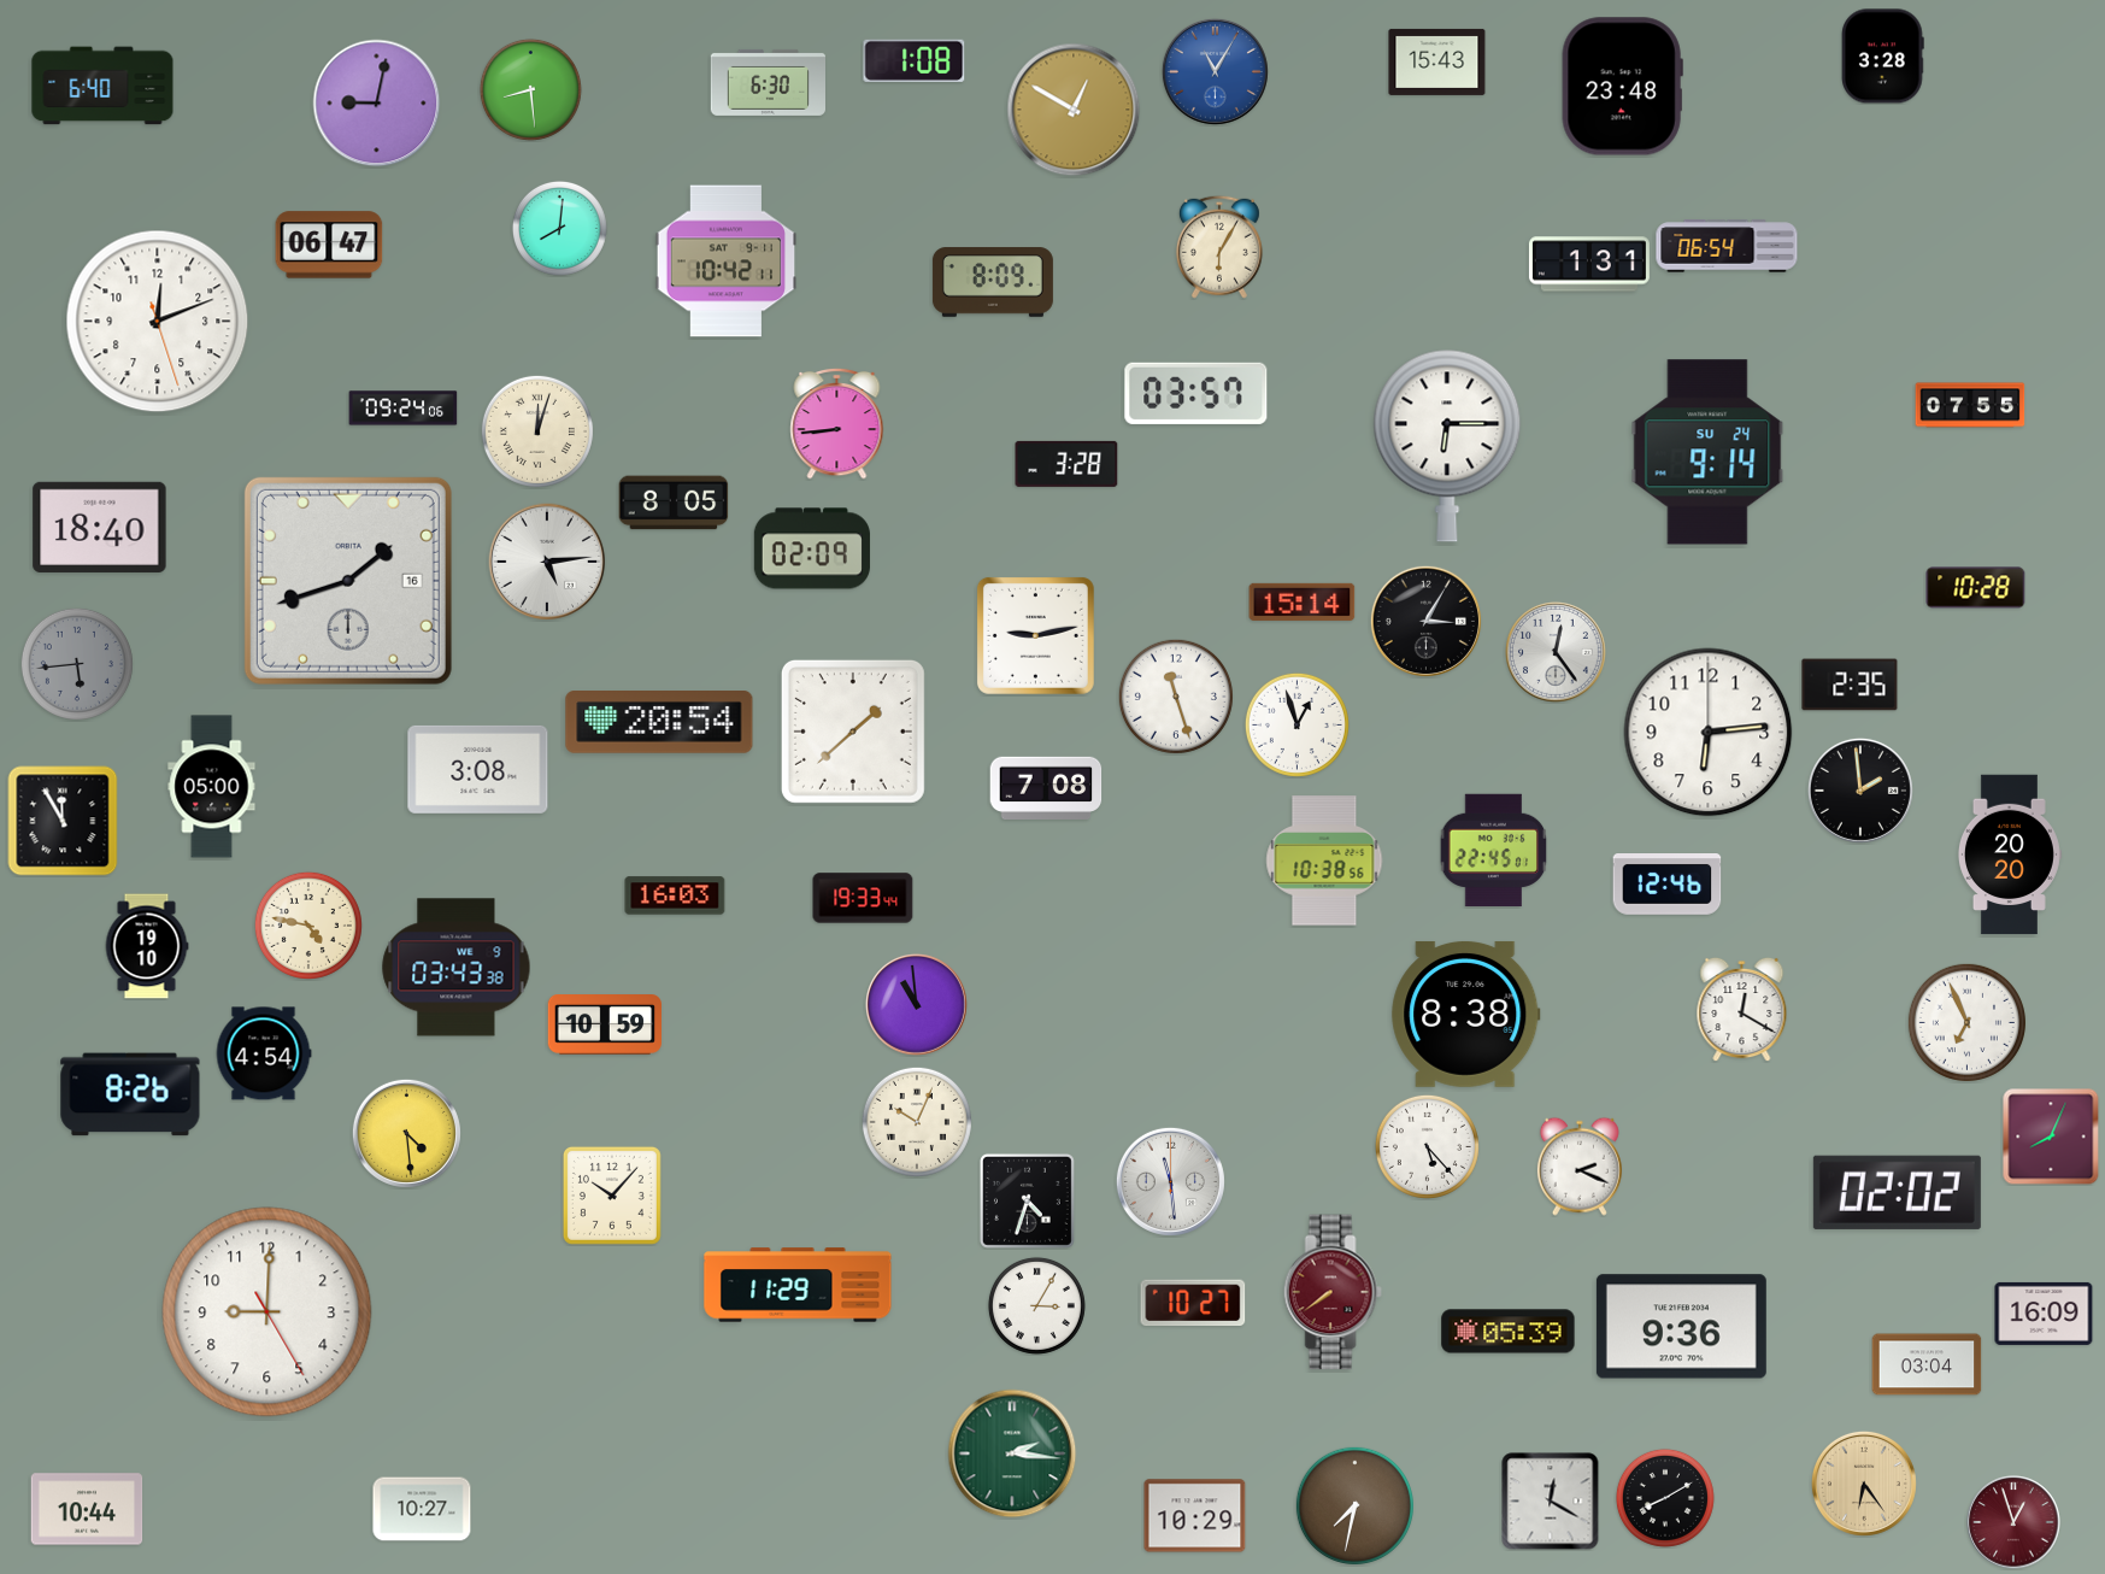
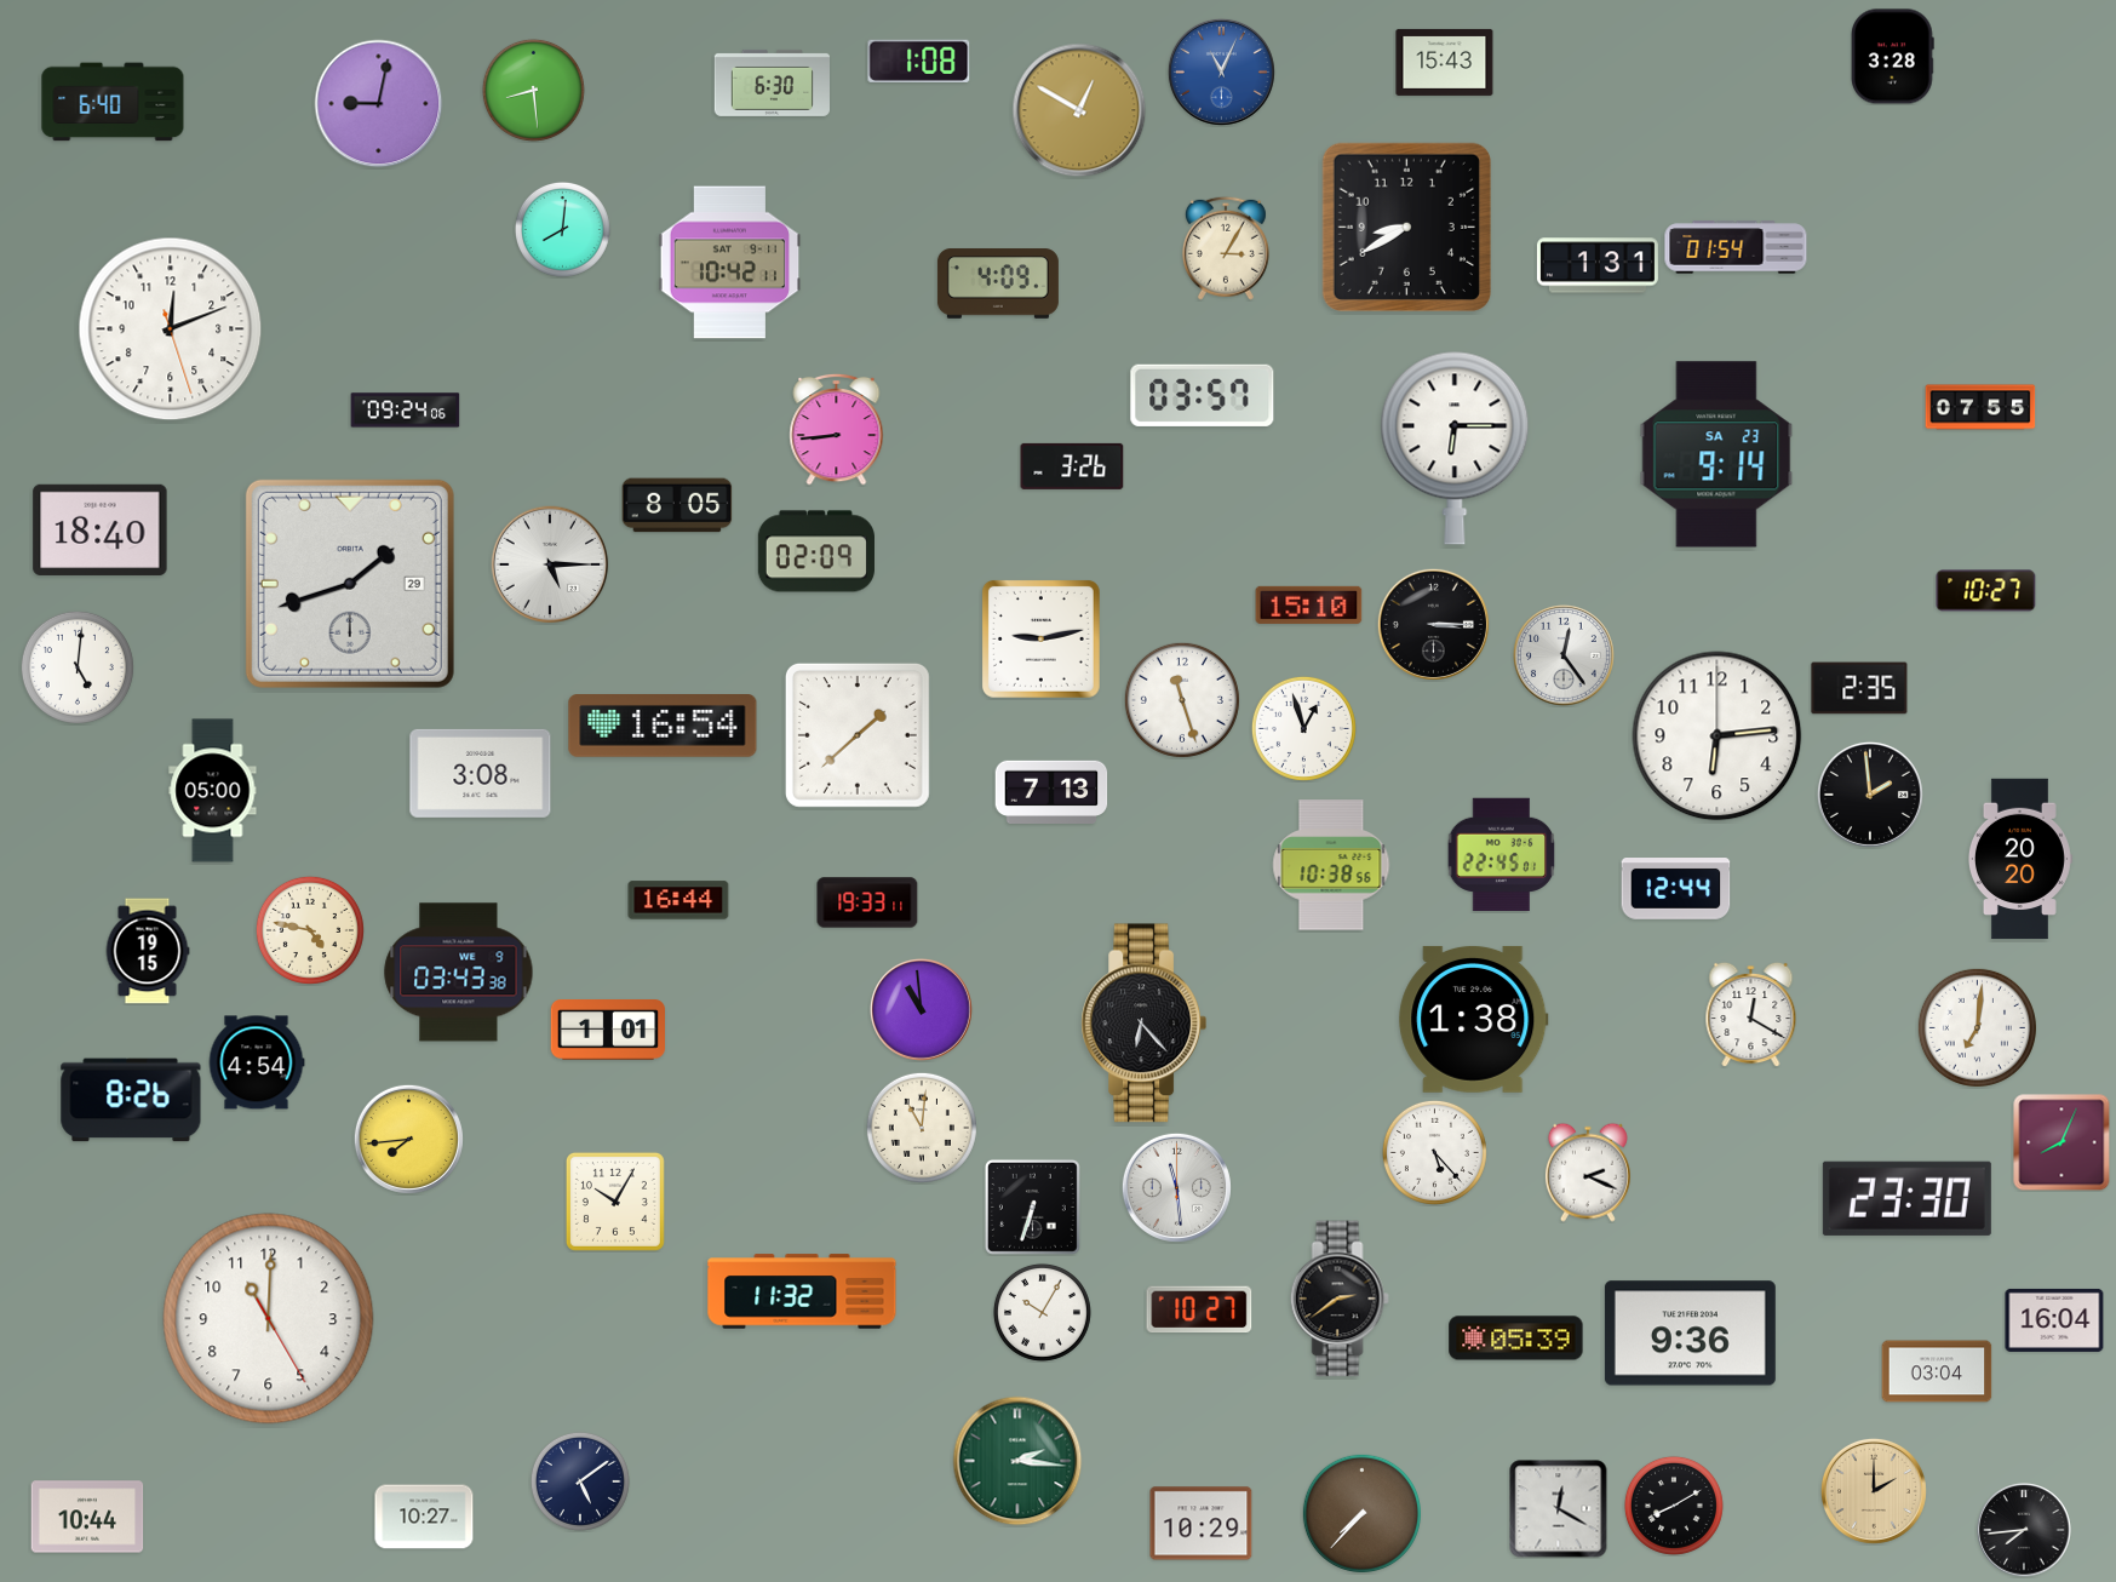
clock at (1215, 71): 11:05 -> 11:04
clock at (102, 86) position: (102, 86) -> (113, 102)
clock at (1622, 87): 23:48 -> none
clock at (1406, 227): none -> 8:40
clock at (329, 245): 06:47 -> none
clock at (1727, 246): 06:54 -> 01:54
clock at (1219, 247): 6:05 -> 3:05
clock at (993, 282): 8:09 -> 4:09
clock at (158, 322) position: (158, 322) -> (171, 329)
clock at (837, 423) position: (837, 423) -> (837, 429)
clock at (537, 431): 12:03 -> none
clock at (1707, 452) date: SU 24 -> SA 23
clock at (1066, 464): 3:28 -> 3:26
clock at (547, 562): 5:14 -> 5:15
clock at (348, 581) date: 16 -> 29
clock at (1976, 588): 10:28 -> 10:27
clock at (1303, 601): 15:14 -> 15:10
clock at (1425, 621): 3:05 -> 3:15
clock at (77, 664): 5:44 -> 5:01
clock at (77, 664) dial: grey -> white
clock at (659, 723): 20:54 -> 16:54
clock at (1046, 787): 7:08 -> 7:13
clock at (63, 821): 11:55 -> none
clock at (1668, 885): 12:46 -> 12:44
clock at (675, 895): 16:03 -> 16:44
clock at (863, 898): 19:33:44 -> 19:33:11
clock at (147, 946): 19:10 -> 19:15
clock at (1466, 1014): 8:38 -> 1:38
clock at (1143, 1024): none -> 6:23
clock at (1966, 1022): 6:56 -> 7:01
clock at (605, 1026): 10:59 -> 1:01
clock at (264, 1053) position: (264, 1053) -> (257, 1062)
clock at (917, 1122): 10:04 -> 11:01
clock at (406, 1133): 4:29 -> 7:44
clock at (1897, 1192): 02:02 -> 23:30
clock at (612, 1196): 10:07 -> 10:05
clock at (1027, 1200): 4:33 -> 6:33
clock at (798, 1285): 11:29 -> 11:32
clock at (1333, 1292): 7:39 -> 2:39
clock at (1333, 1292) dial: burgundy -> black
clock at (1036, 1305): 3:05 -> 10:05
clock at (267, 1312): 9:00 -> 11:00
clock at (2044, 1314): 16:09 -> 16:04
clock at (580, 1481): none -> 5:09
clock at (1864, 1484): 6:24 -> 2:00
clock at (1354, 1505): 7:32 -> 7:37
clock at (2013, 1522): 12:57 -> 7:44
clock at (2013, 1522) dial: burgundy -> black
